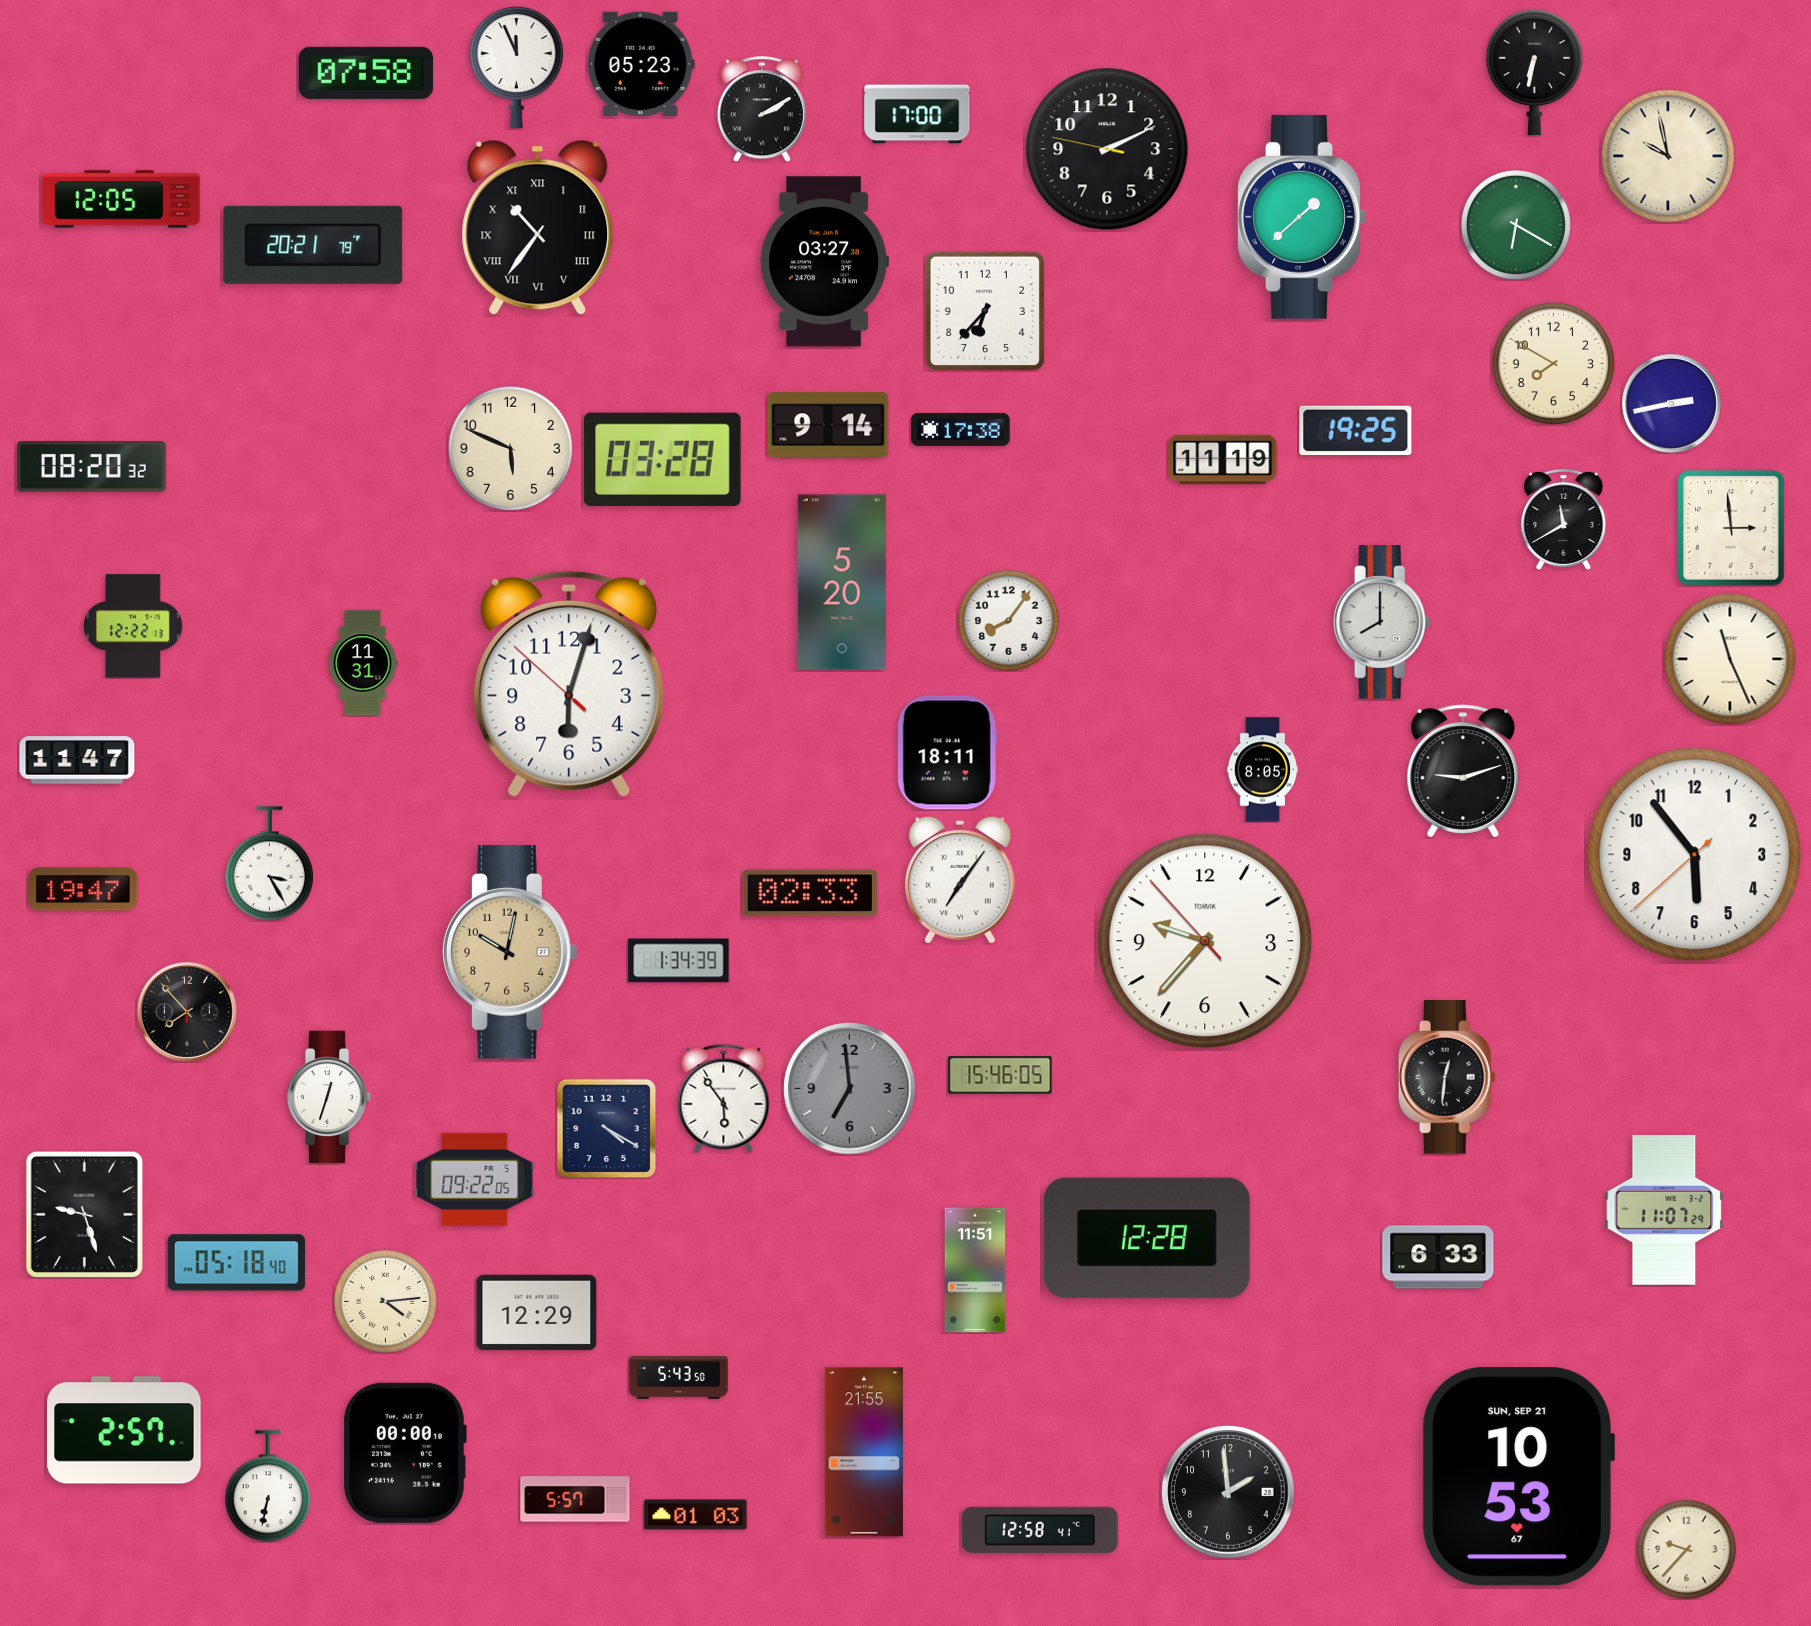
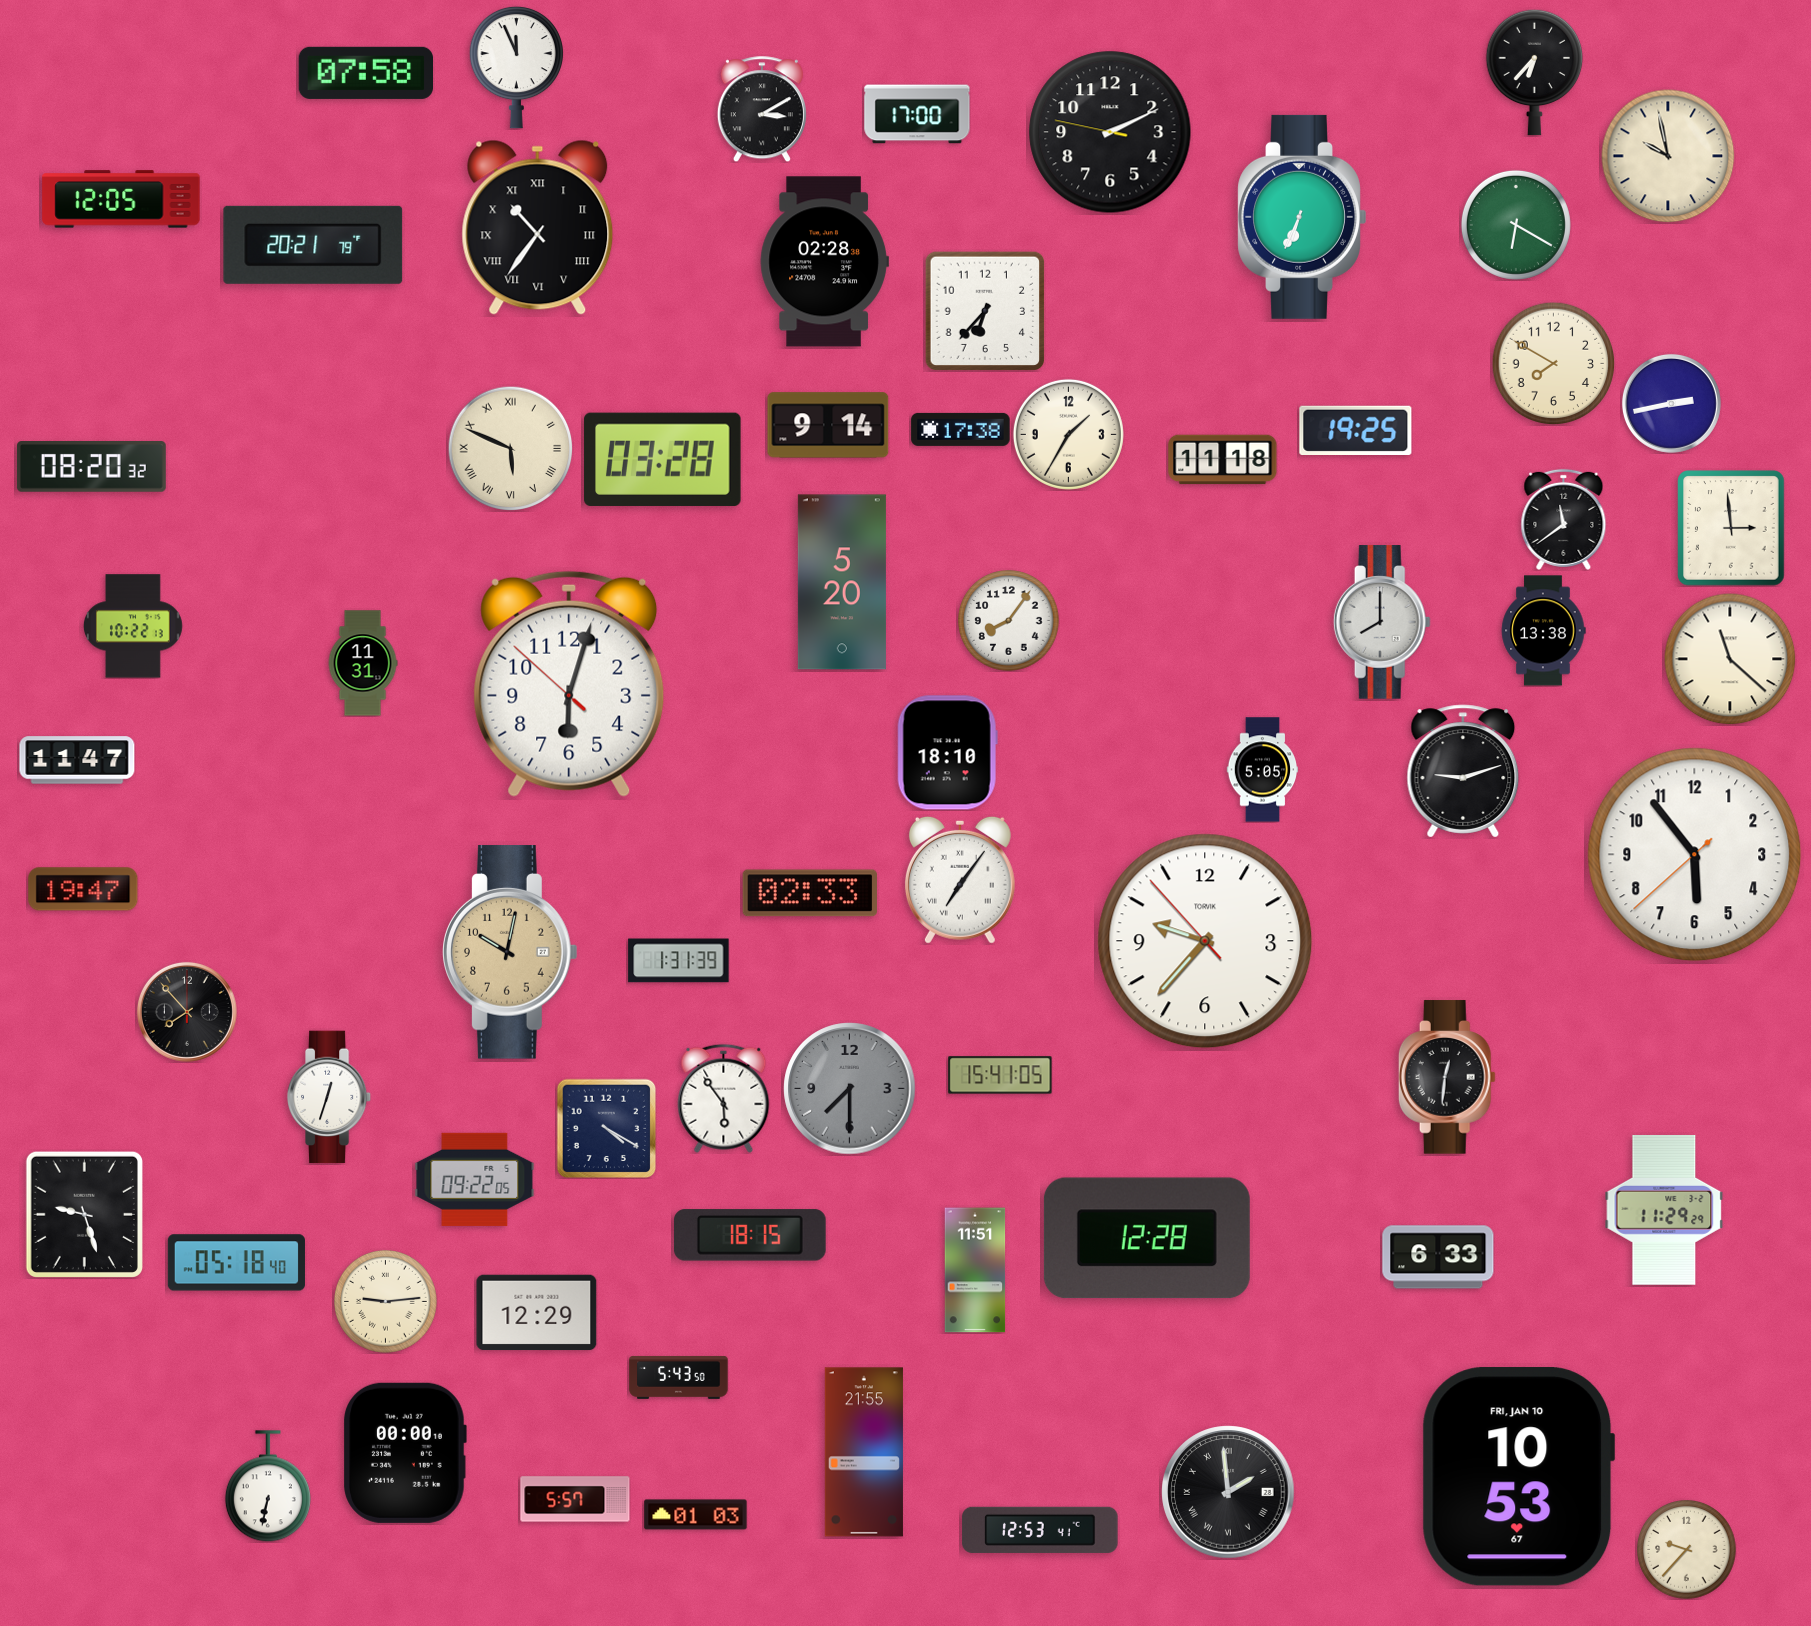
clock at (641, 64): 05:23 -> none
clock at (1535, 72): 6:32 -> 6:37
clock at (762, 109): 2:10 -> 3:10
clock at (1107, 149) position: (1107, 149) -> (1110, 132)
clock at (1302, 217): 1:38 -> 6:34
clock at (824, 262): 03:27 -> 02:28
clock at (1068, 434): none -> 1:35
clock at (510, 448) numerals: Arabic -> Roman
clock at (1223, 460): 11:19 -> 11:18
clock at (1564, 519): 11:40 -> 11:39
clock at (133, 626): 12:22 -> 10:22
clock at (1543, 631): none -> 13:38
clock at (1730, 659): 11:26 -> 11:22
clock at (947, 753): 18:11 -> 18:10
clock at (1263, 770): 8:05 -> 5:05
clock at (269, 864): 3:25 -> none
clock at (679, 961): 1:34 -> 1:31
clock at (1000, 1075): 15:46 -> 15:41
clock at (850, 1089): 6:59 -> 7:30
clock at (1664, 1210): 11:07 -> 11:29
clock at (750, 1235): none -> 18:15
clock at (386, 1302): 4:14 -> 9:14
clock at (124, 1430): 2:57 -> none
clock at (1519, 1477) date: SUN, SEP 21 -> FRI, JAN 10
clock at (1228, 1492) numerals: Arabic -> Roman
clock at (1040, 1530): 12:58 -> 12:53
